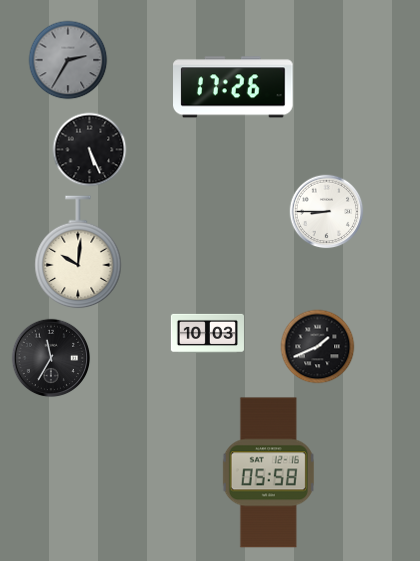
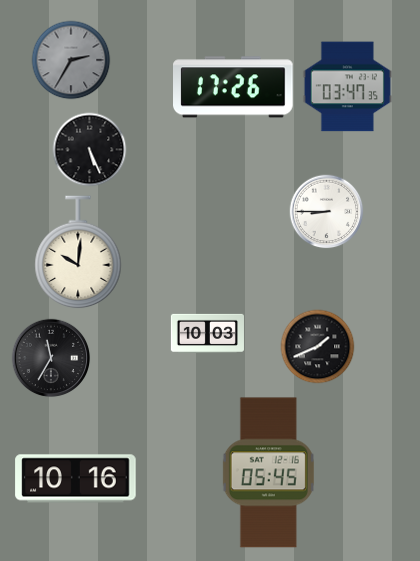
clock at (68, 60) position: (68, 60) -> (71, 60)
clock at (347, 87): none -> 03:47
clock at (268, 473): 05:58 -> 05:45
clock at (76, 479): none -> 10:16
